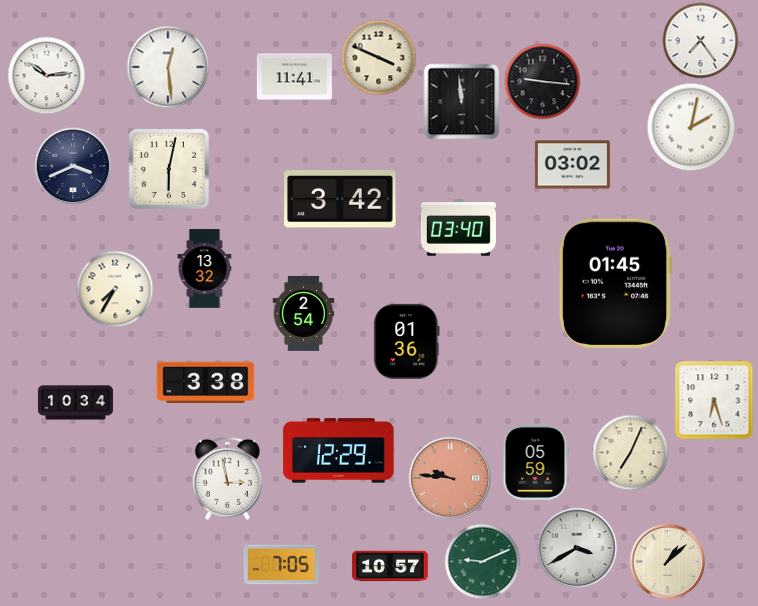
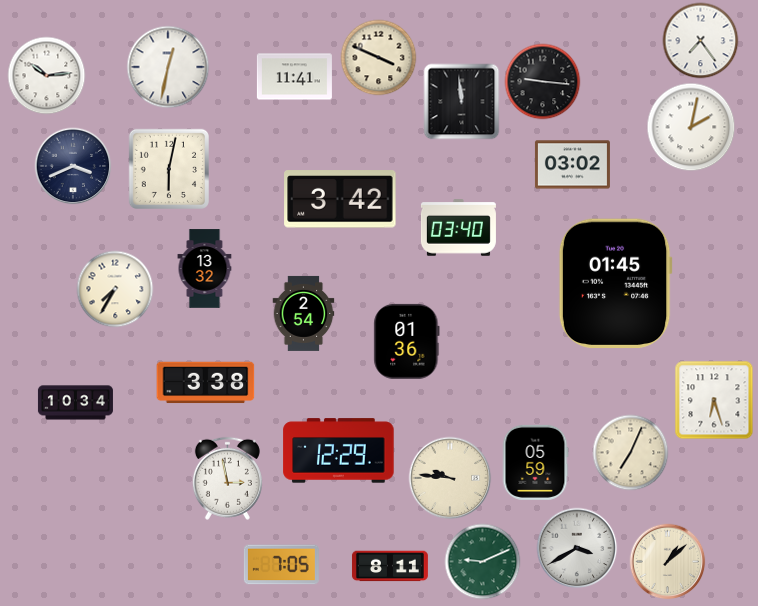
clock at (168, 67): 12:29 -> 12:32
clock at (450, 478) dial: salmon -> cream
clock at (390, 566): 10:57 -> 8:11
